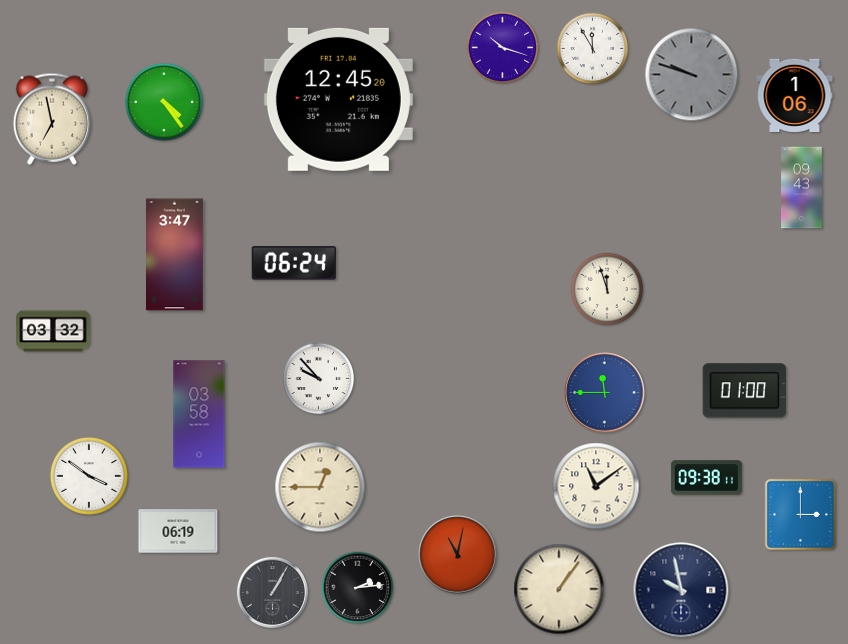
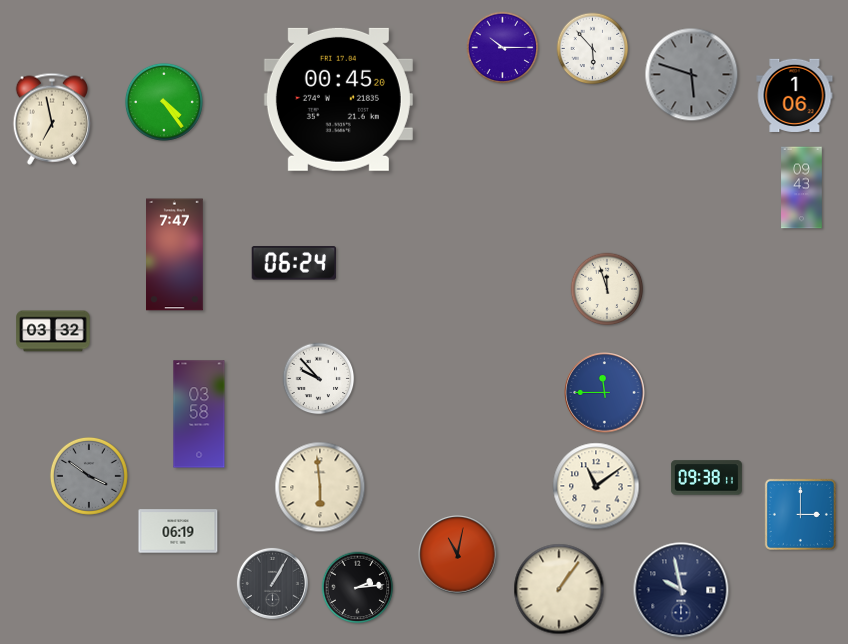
clock at (503, 48): 10:18 -> 10:15
clock at (593, 49): 11:55 -> 5:53
clock at (692, 75): 9:48 -> 5:48
clock at (338, 99): 12:45 -> 00:45
clock at (175, 255): 3:47 -> 7:47
clock at (745, 391): 01:00 -> none
clock at (89, 476) dial: white -> grey
clock at (320, 487): 12:45 -> 5:59
clock at (272, 592) position: (272, 592) -> (272, 583)
